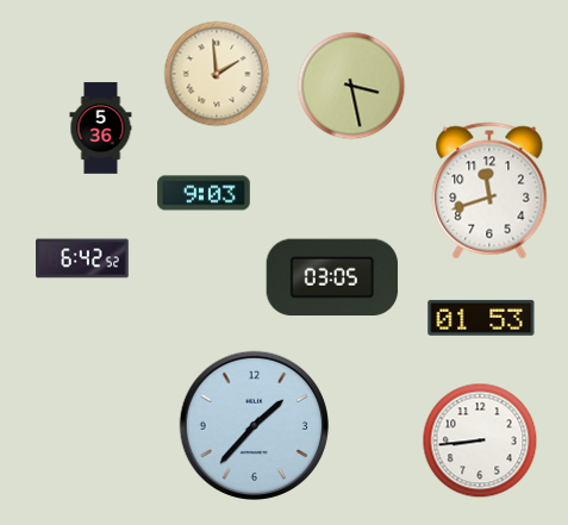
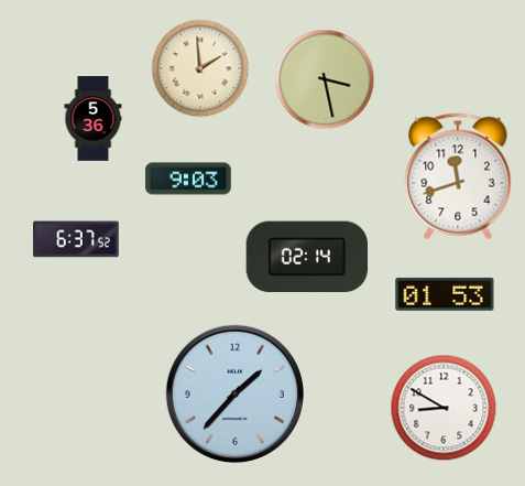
clock at (489, 190) position: (489, 190) -> (458, 176)
clock at (82, 258): 6:42 -> 6:37
clock at (331, 277): 03:05 -> 02:14
clock at (480, 440): 8:44 -> 8:50
